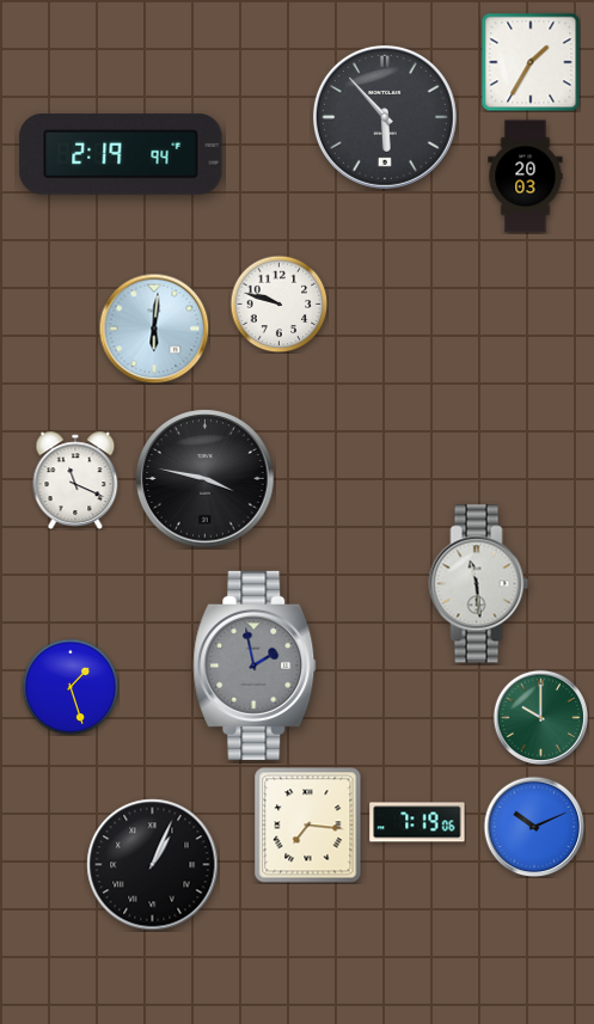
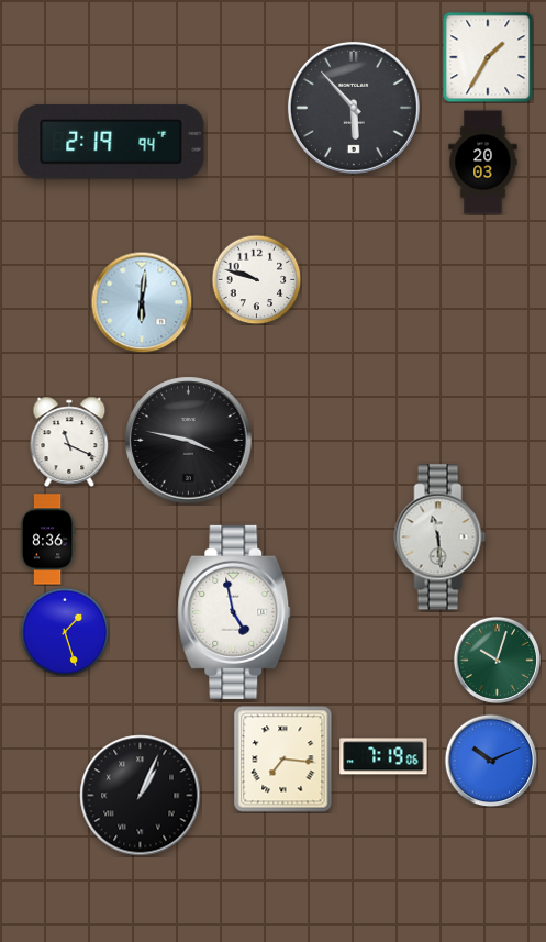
clock at (47, 540): none -> 8:36
clock at (255, 666): 1:58 -> 4:58
clock at (255, 666) dial: grey -> white
clock at (540, 717): 10:00 -> 10:03
